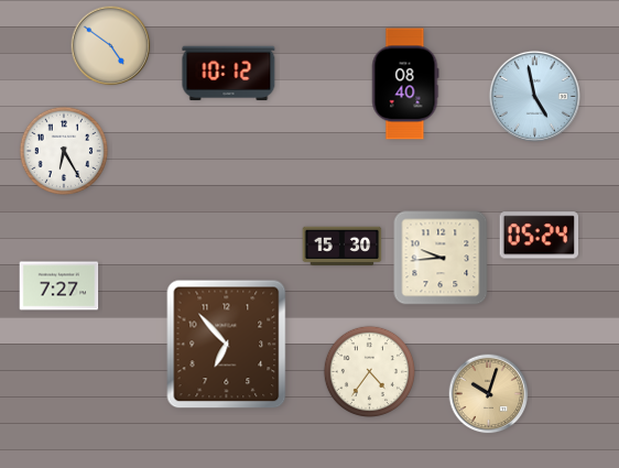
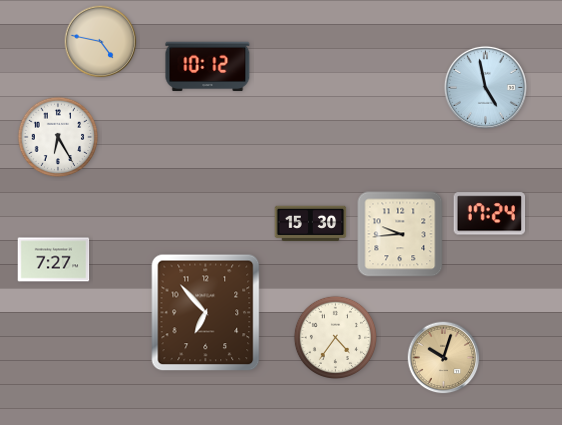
clock at (111, 46): 4:51 -> 4:47
clock at (405, 84): 08:40 -> none
clock at (540, 236): 05:24 -> 17:24
